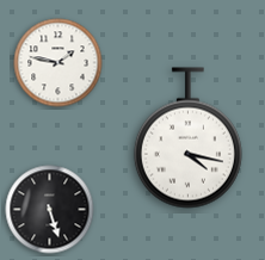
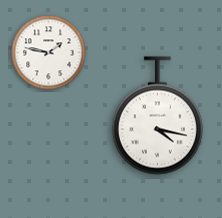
clock at (50, 210): 5:27 -> none
